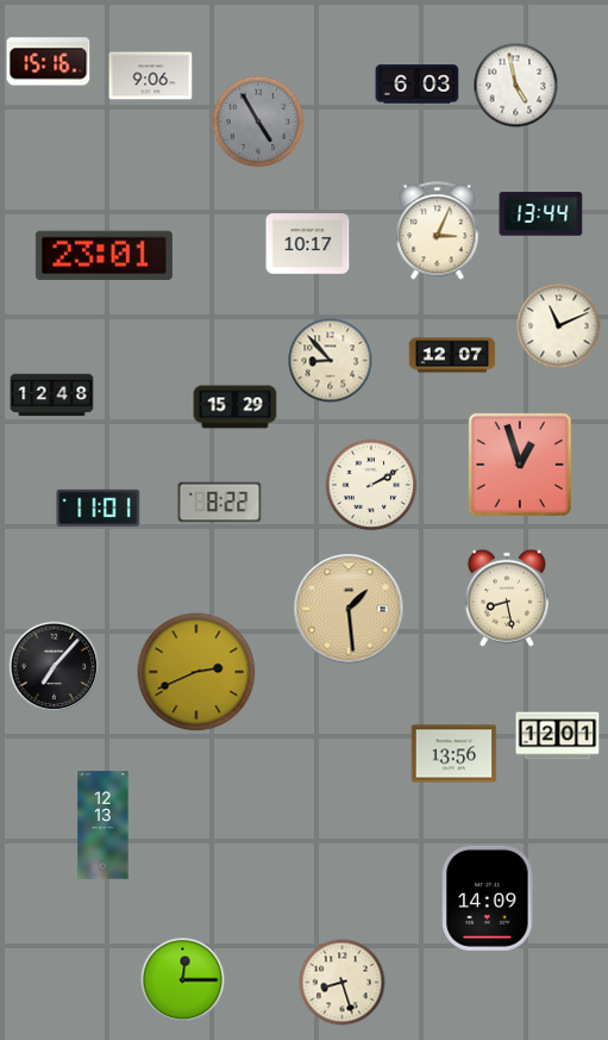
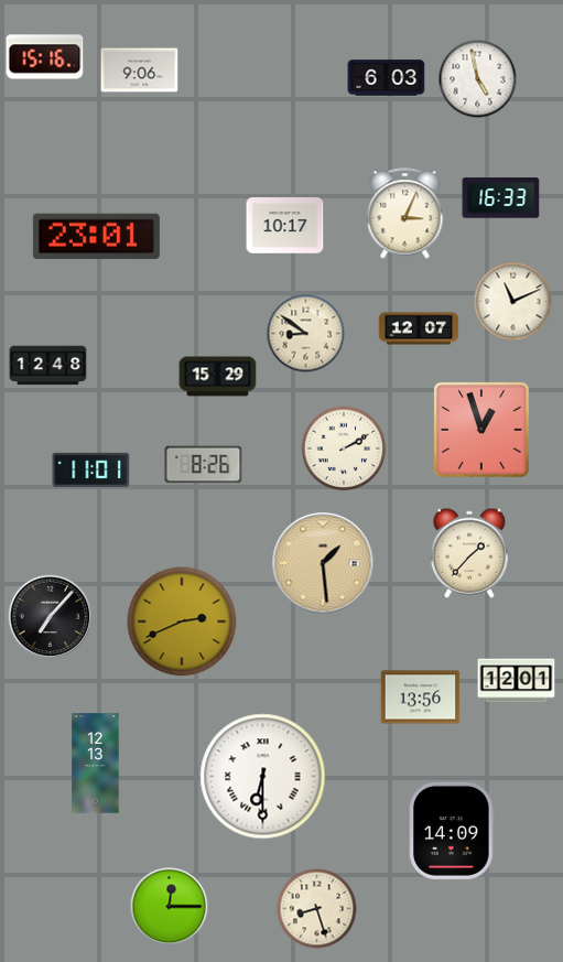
clock at (258, 122): 4:55 -> none
clock at (541, 214): 13:44 -> 16:33
clock at (559, 326) position: (559, 326) -> (513, 302)
clock at (331, 361): 8:53 -> 8:51
clock at (220, 503): 8:22 -> 8:26
clock at (507, 598): 8:28 -> 1:37
clock at (263, 777): none -> 6:30
